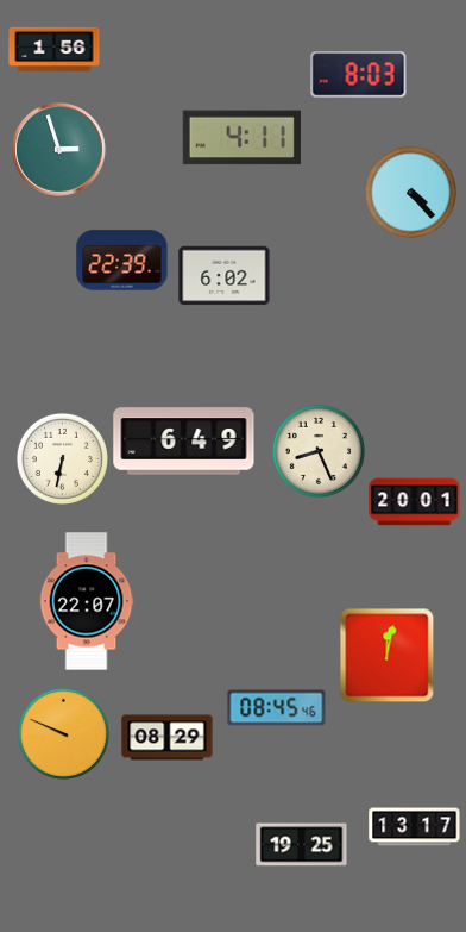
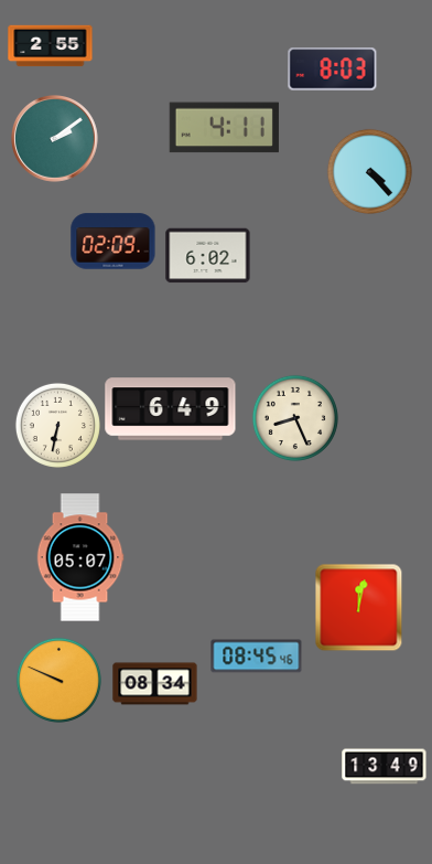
clock at (55, 50): 1:56 -> 2:55
clock at (59, 150): 2:57 -> 2:09
clock at (410, 192) position: (410, 192) -> (369, 171)
clock at (122, 261): 22:39 -> 02:09
clock at (415, 502): 20:01 -> none
clock at (87, 601): 22:07 -> 05:07
clock at (168, 738): 08:29 -> 08:34
clock at (415, 827): 13:17 -> 13:49
clock at (302, 845): 19:25 -> none
